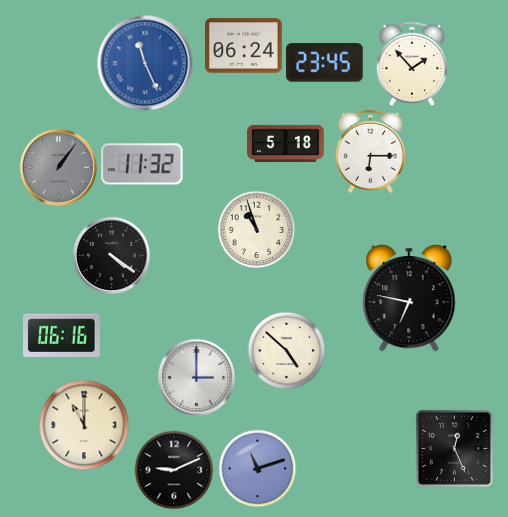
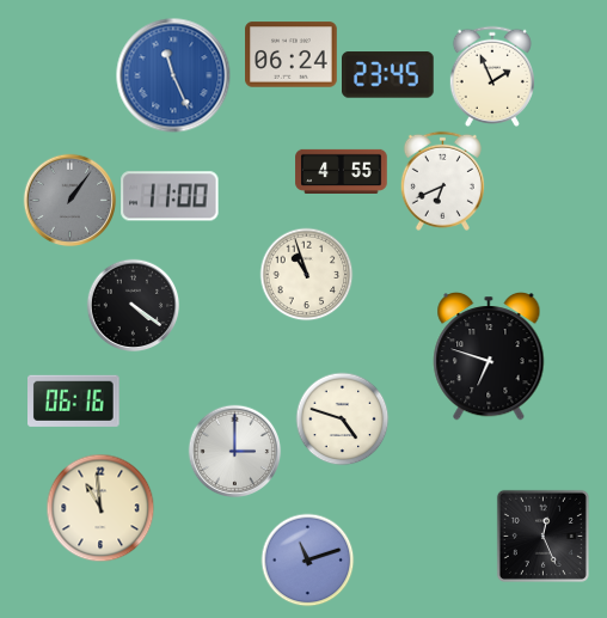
clock at (412, 64): 1:53 -> 1:56
clock at (286, 143): 5:18 -> 4:55
clock at (370, 151): 6:15 -> 6:41
clock at (142, 164): 11:32 -> 11:00
clock at (409, 299): 6:47 -> 6:48
clock at (286, 350): 4:52 -> 4:48
clock at (84, 425): 11:00 -> 10:59
clock at (174, 470): 9:11 -> none
